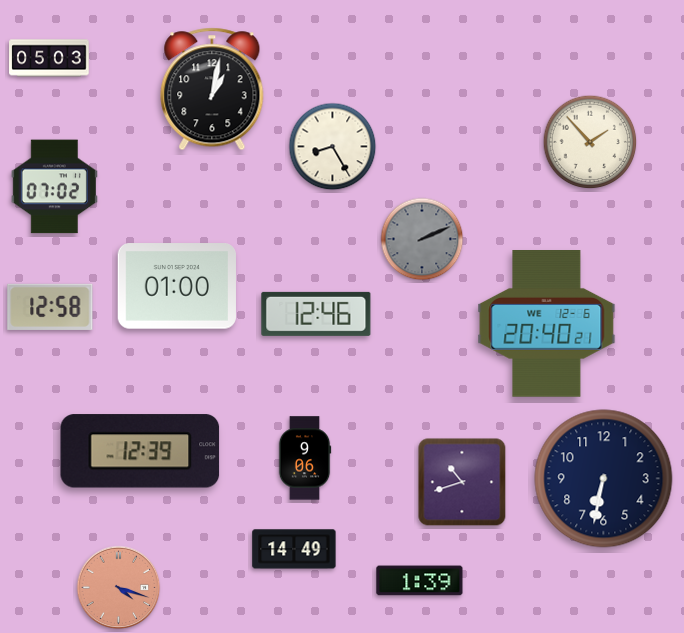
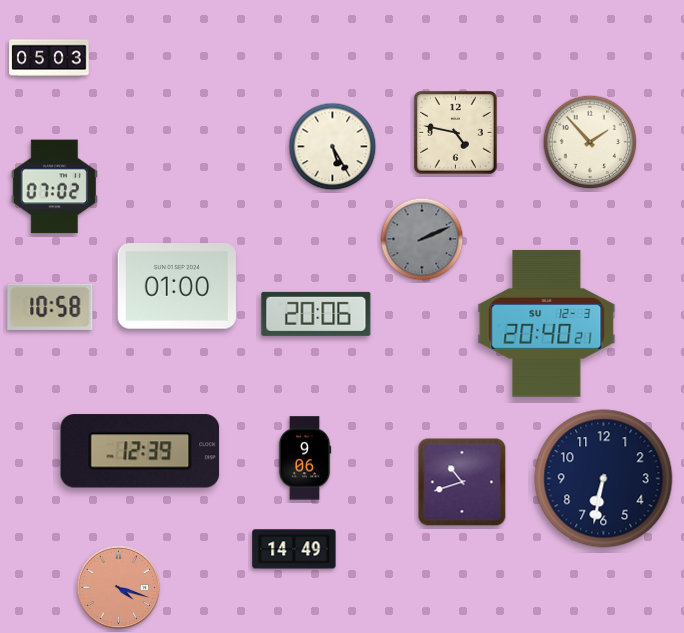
clock at (212, 89): 1:02 -> none
clock at (456, 133): none -> 4:47
clock at (333, 147): 8:25 -> 5:25
clock at (50, 307): 12:58 -> 10:58
clock at (316, 314): 12:46 -> 20:06
clock at (547, 324) date: WE 12-6 -> SU 12-3
clock at (420, 581): 1:39 -> none
